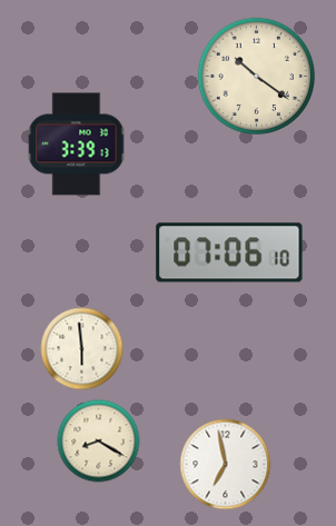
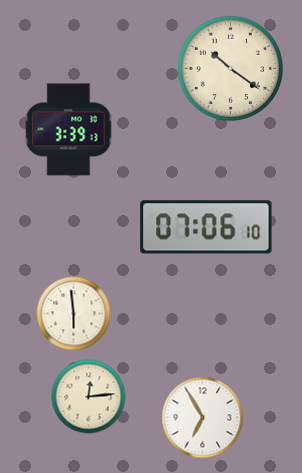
clock at (99, 441): 8:20 -> 12:14
clock at (226, 465): 6:58 -> 6:55
